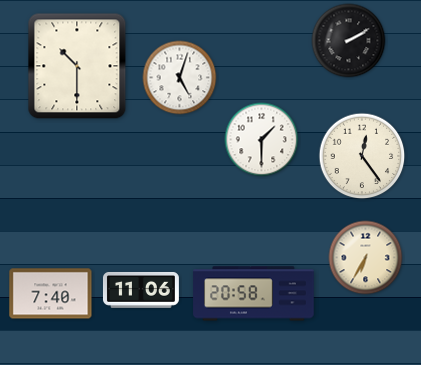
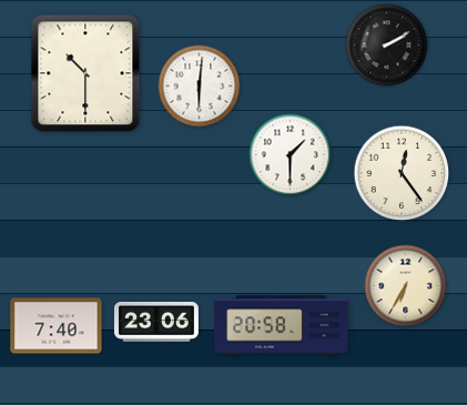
clock at (180, 78): 5:03 -> 6:01
clock at (141, 290): 11:06 -> 23:06
